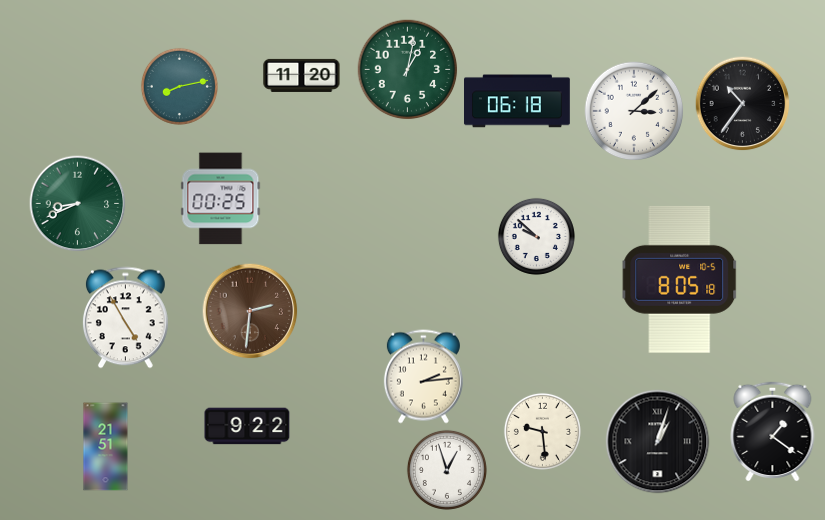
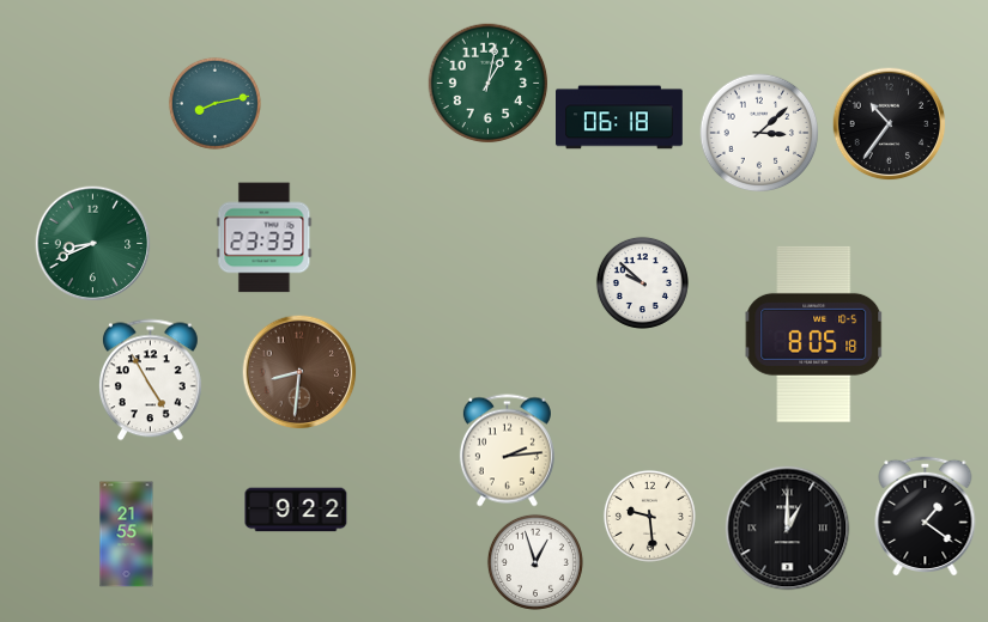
clock at (302, 75): 11:20 -> none
clock at (518, 101) position: (518, 101) -> (620, 117)
clock at (221, 199): 00:25 -> 23:33
clock at (250, 311): 2:31 -> 8:31
clock at (658, 442): 1:03 -> 1:00
clock at (106, 447): 21:51 -> 21:55
